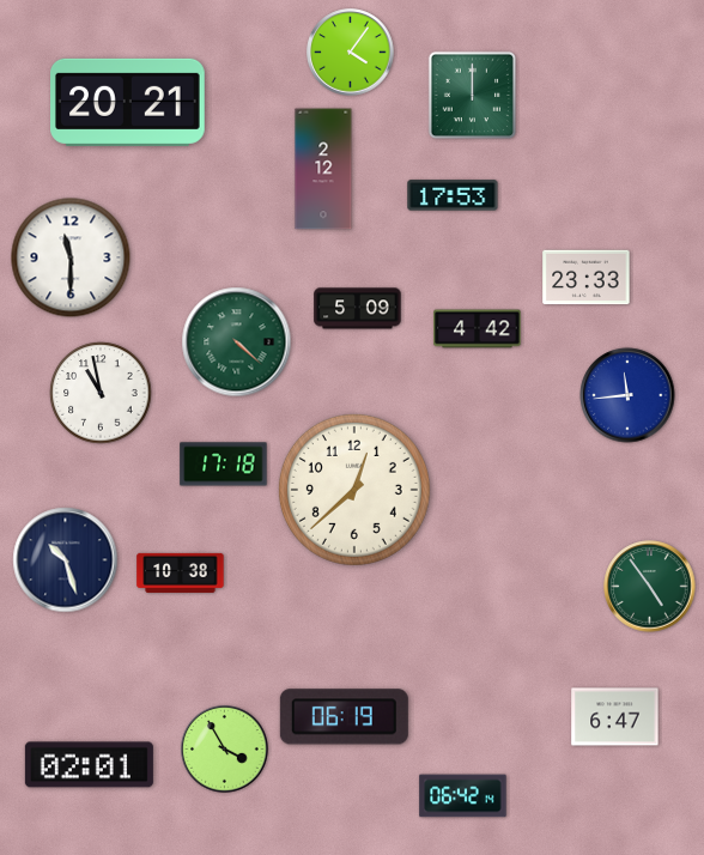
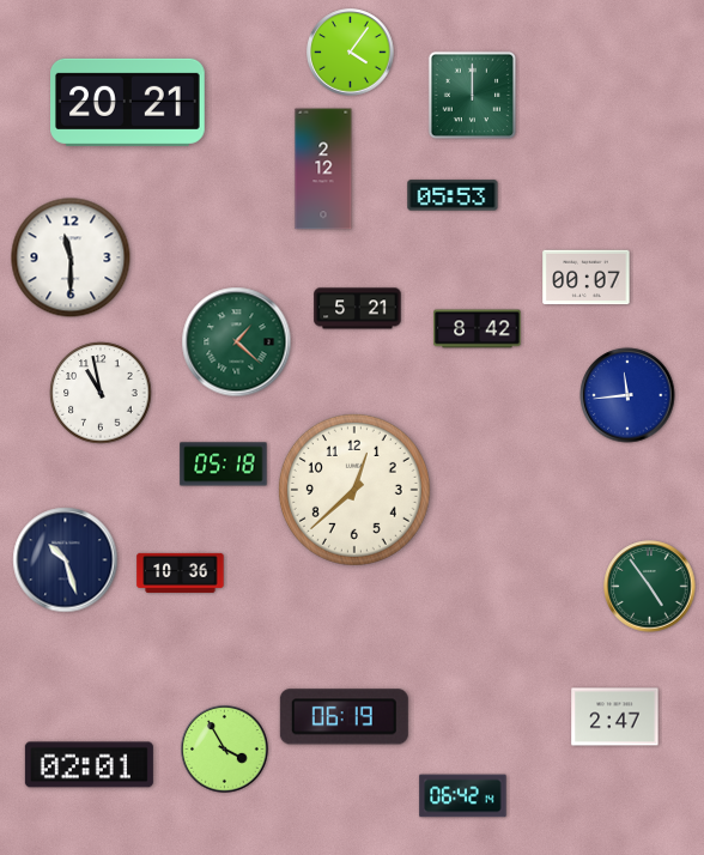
clock at (453, 195): 17:53 -> 05:53
clock at (587, 278): 23:33 -> 00:07
clock at (358, 309): 5:09 -> 5:21
clock at (478, 329): 4:42 -> 8:42
clock at (237, 342): 4:22 -> 1:22
clock at (224, 465): 17:18 -> 05:18
clock at (181, 572): 10:38 -> 10:36
clock at (615, 717): 6:47 -> 2:47
